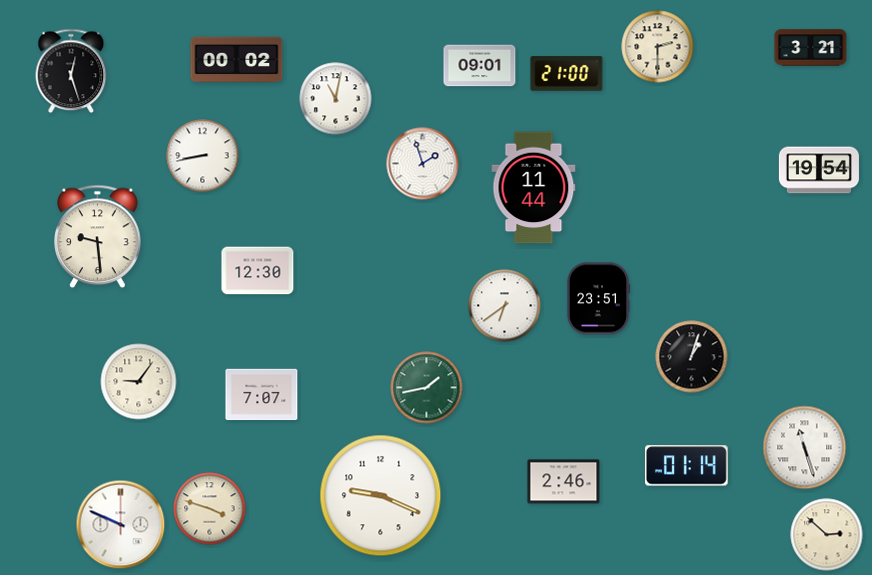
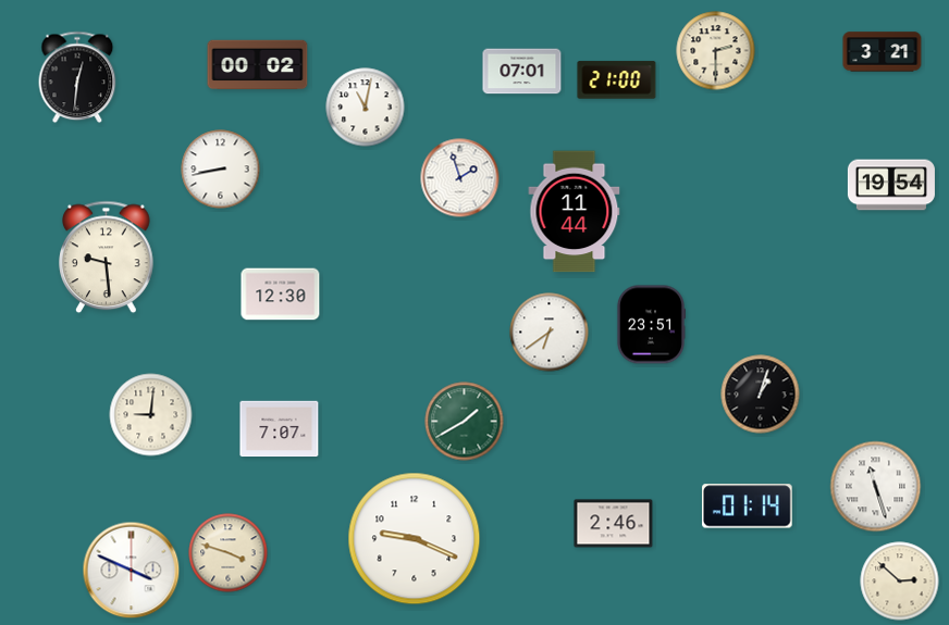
clock at (480, 66): 09:01 -> 07:01
clock at (71, 71): 12:27 -> 12:31
clock at (534, 188) position: (534, 188) -> (575, 212)
clock at (692, 357) position: (692, 357) -> (761, 395)
clock at (139, 382): 9:06 -> 9:01
clock at (427, 388): 1:43 -> 1:40
clock at (262, 395) position: (262, 395) -> (280, 429)
clock at (121, 525): 9:49 -> 3:49
